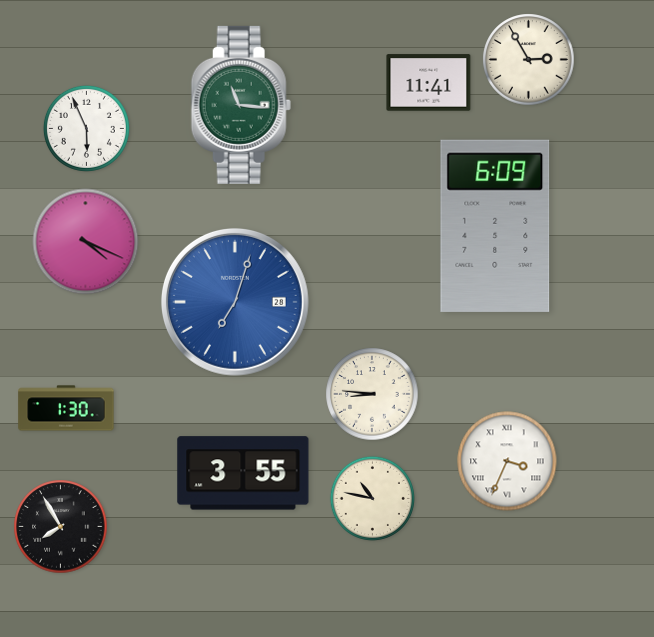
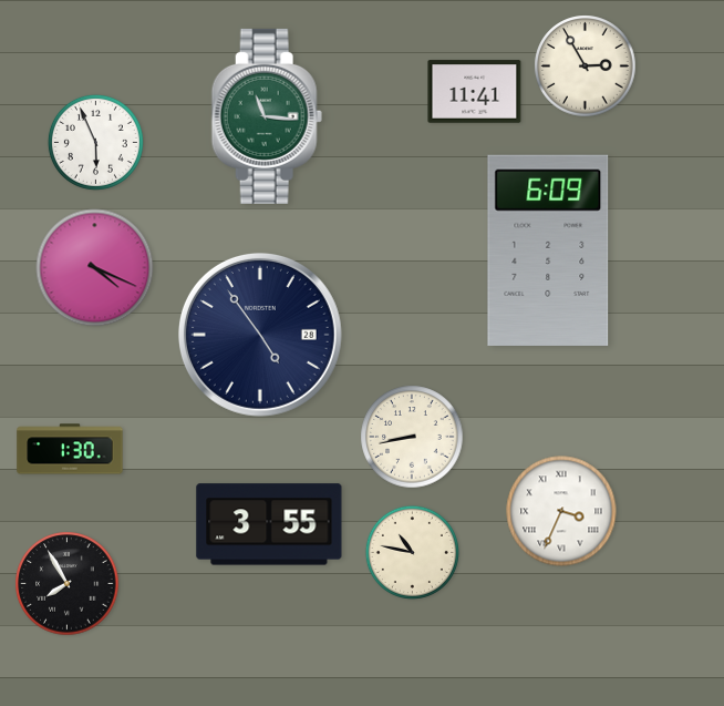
clock at (235, 302): 7:03 -> 4:54
clock at (235, 302) dial: blue -> navy
clock at (372, 394): 8:46 -> 8:43
clock at (66, 408) position: (66, 408) -> (70, 449)
